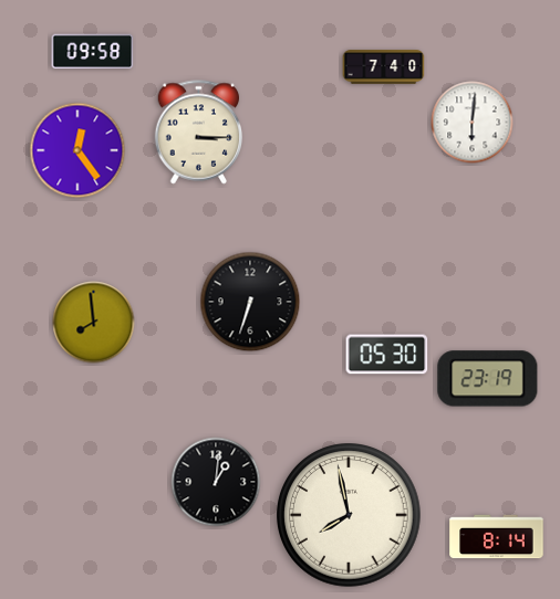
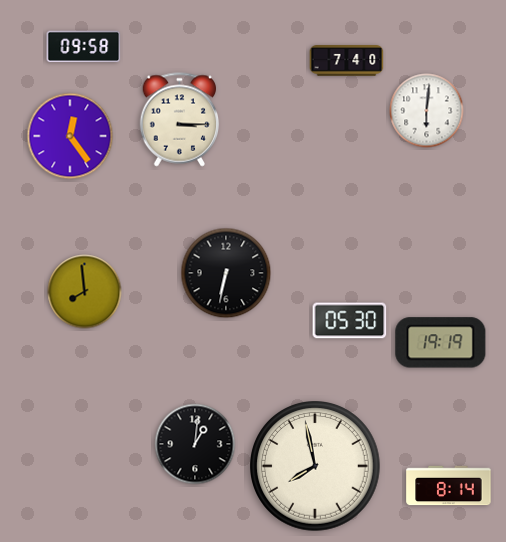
clock at (250, 302): 6:33 -> 6:32
clock at (488, 379): 23:19 -> 19:19
clock at (216, 482) position: (216, 482) -> (195, 444)
